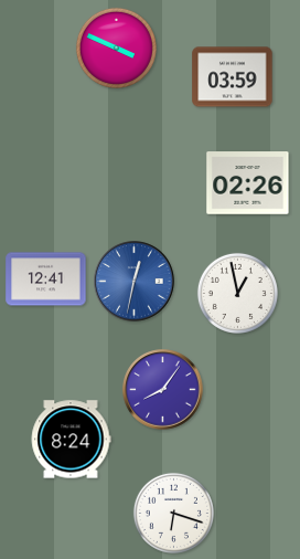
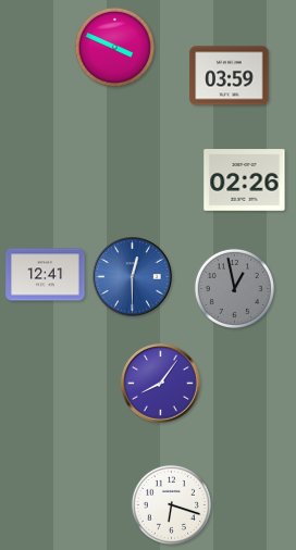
clock at (135, 282): 12:32 -> 12:30
clock at (237, 293) dial: white -> grey
clock at (71, 440): 8:24 -> none
